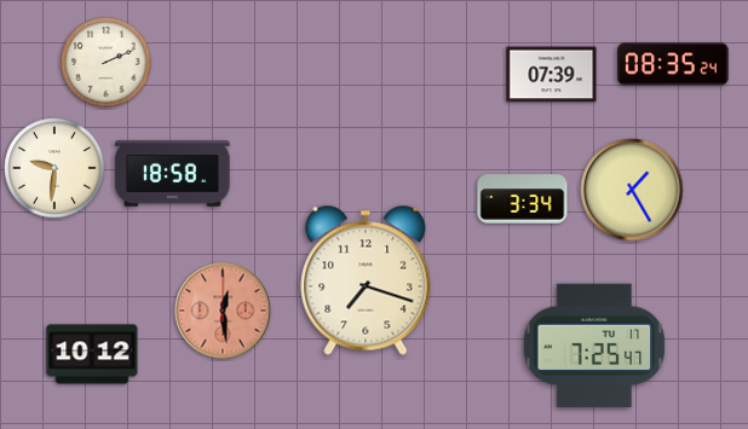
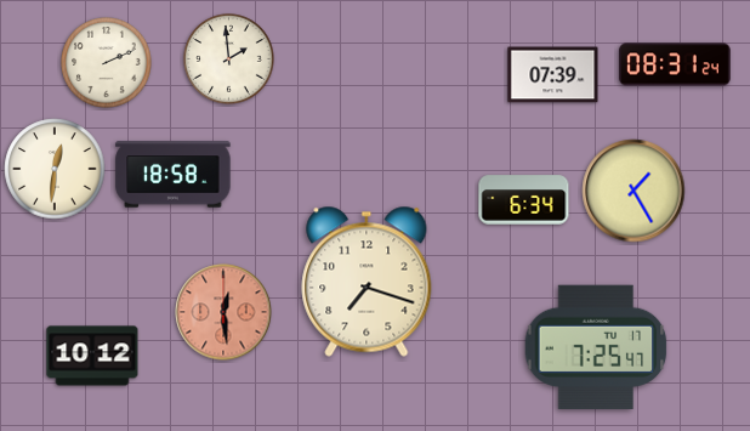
clock at (229, 59): none -> 1:59
clock at (673, 64): 08:35 -> 08:31
clock at (54, 168): 9:31 -> 12:31
clock at (523, 199): 3:34 -> 6:34
